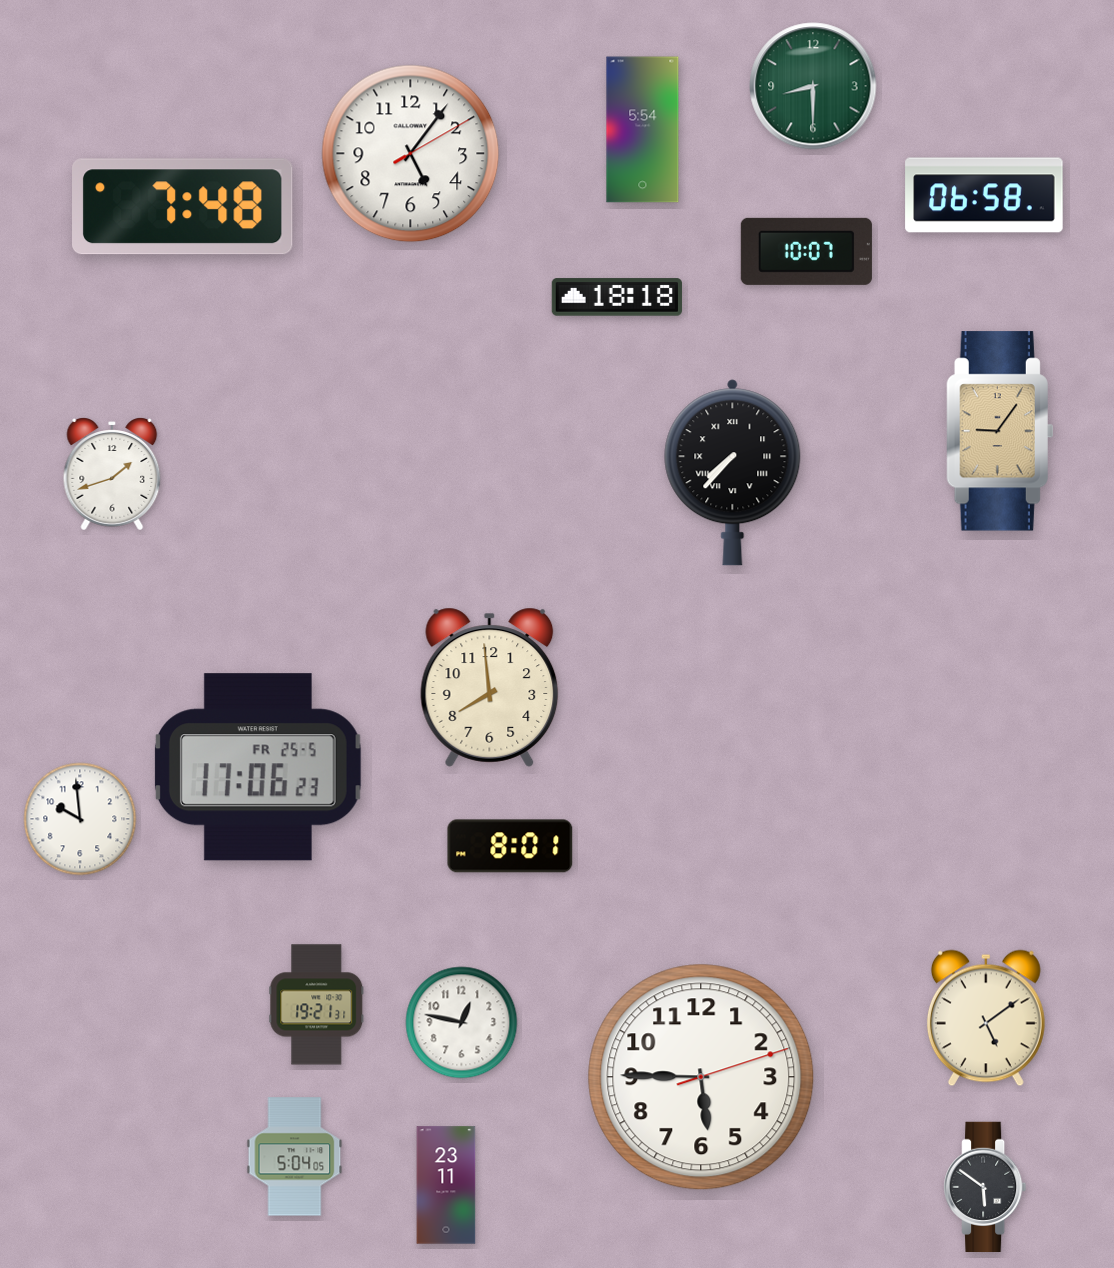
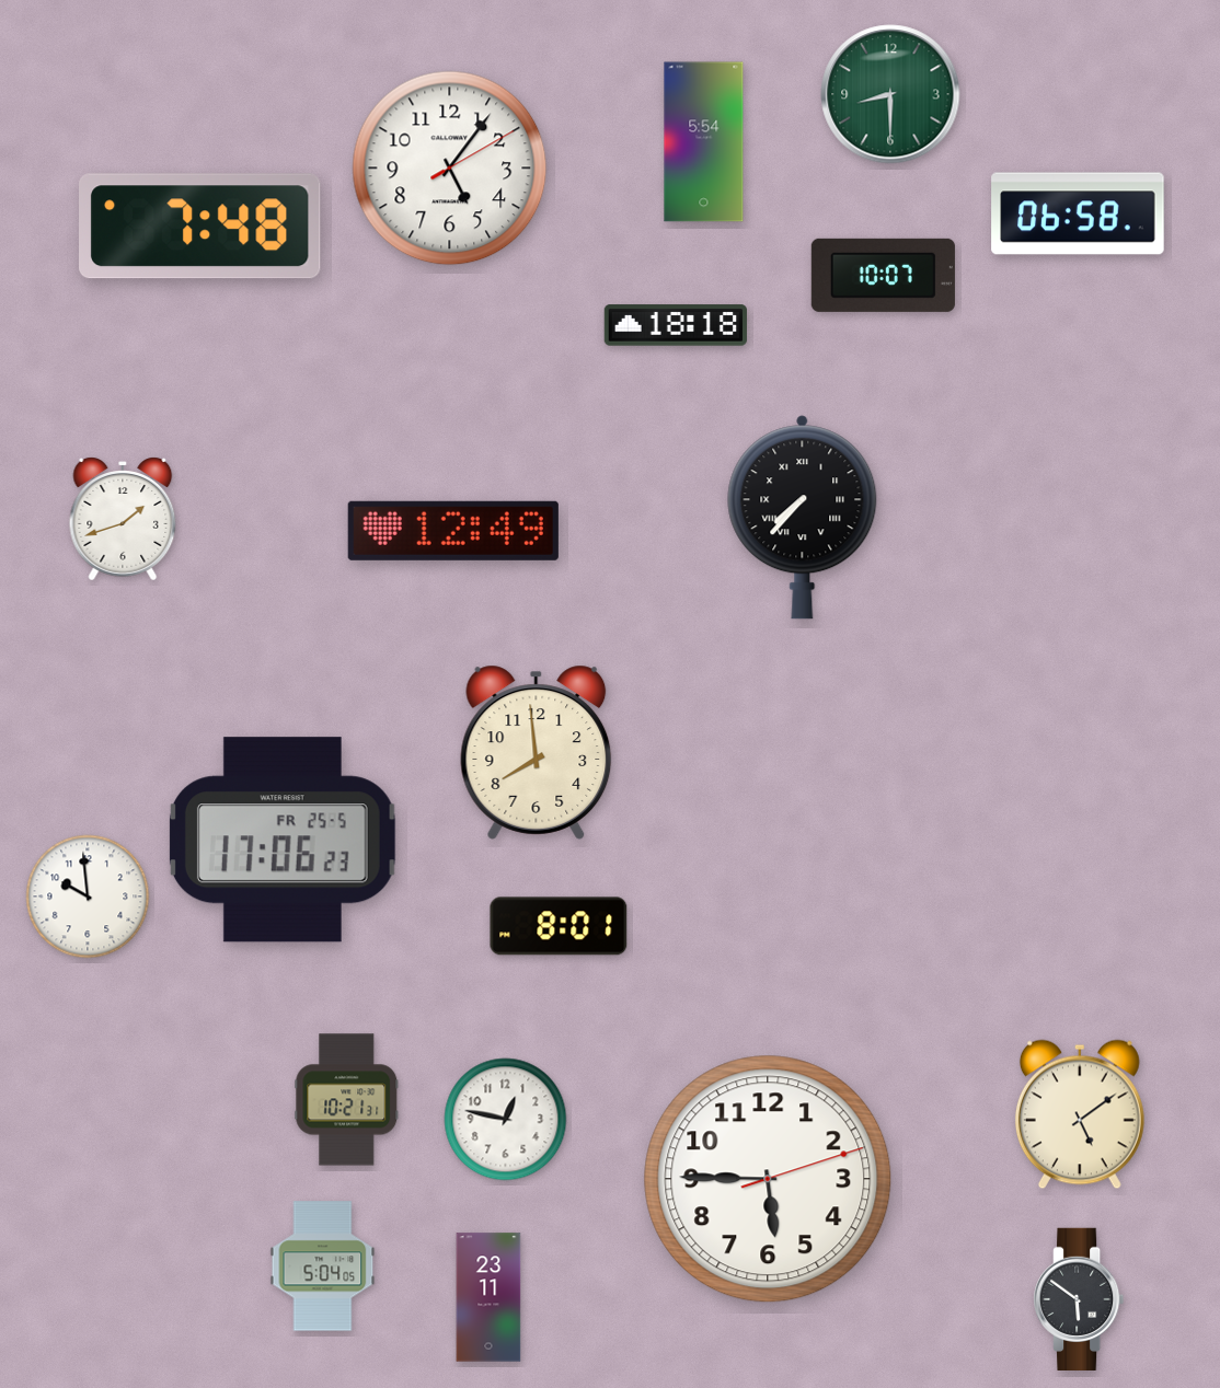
clock at (1000, 431): 9:06 -> none
clock at (453, 531): none -> 12:49
clock at (317, 1005): 19:21 -> 10:21
